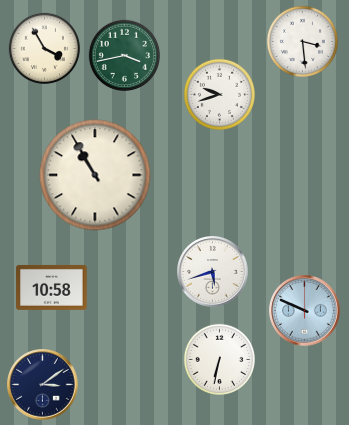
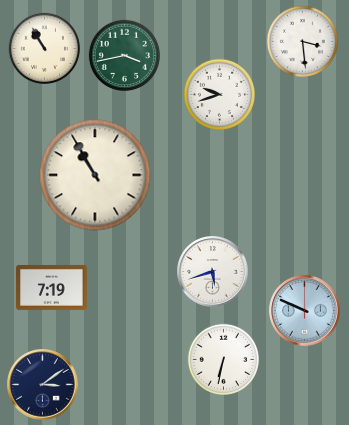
clock at (44, 48): 3:55 -> 10:55
clock at (52, 287): 10:58 -> 7:19
clock at (219, 359) position: (219, 359) -> (223, 359)
